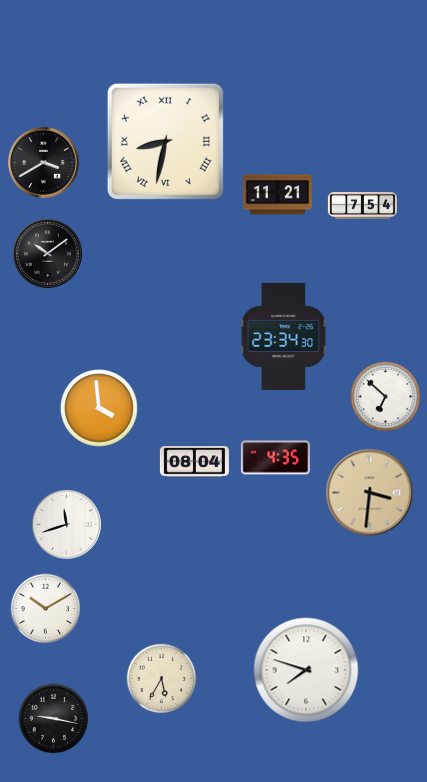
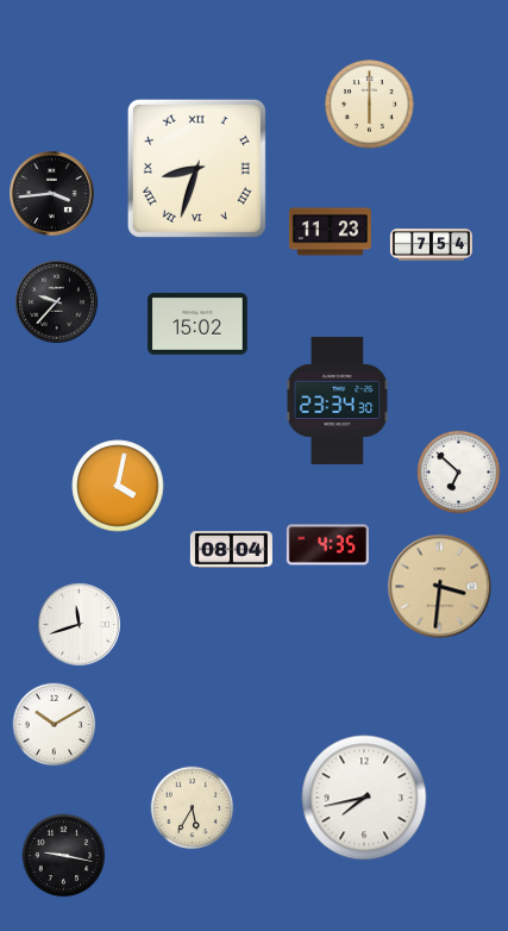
clock at (370, 105): none -> 6:00
clock at (165, 141): 8:32 -> 8:33
clock at (44, 163): 3:40 -> 3:44
clock at (277, 195): 11:21 -> 11:23
clock at (47, 253): 10:09 -> 9:37
clock at (197, 324): none -> 15:02
clock at (99, 408): 3:59 -> 4:02
clock at (306, 670): 7:48 -> 7:43
